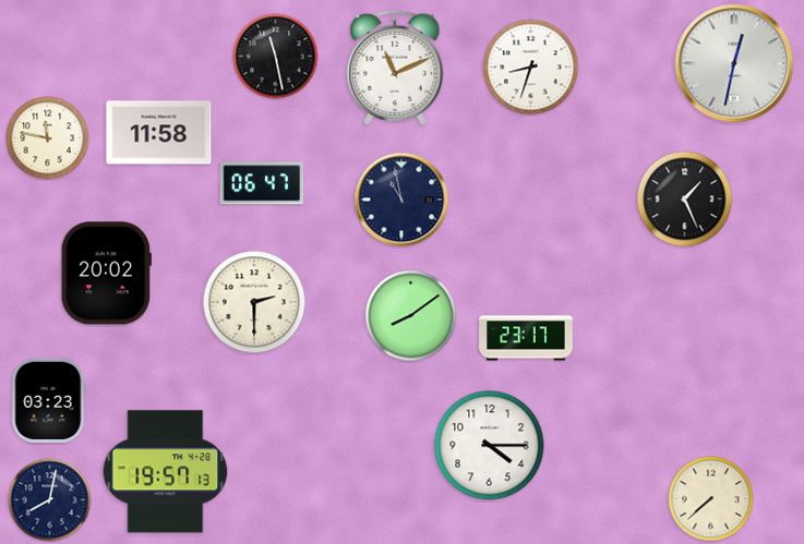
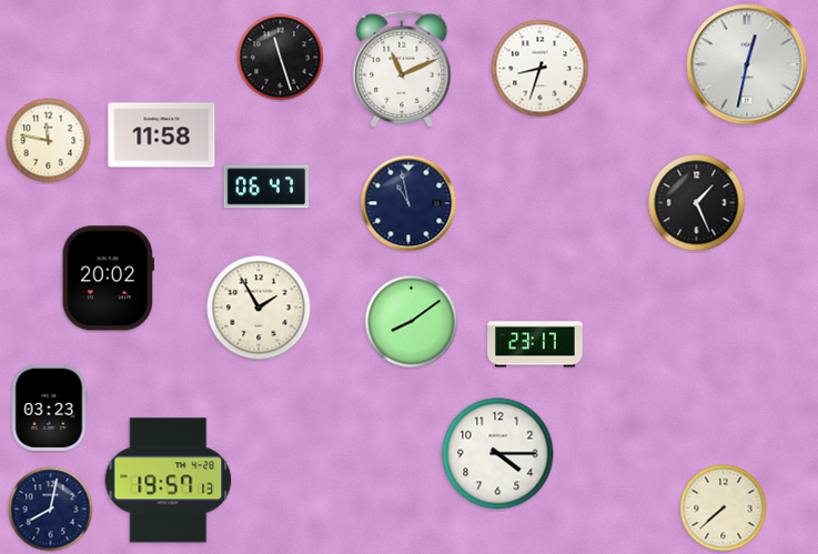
clock at (276, 57): 11:28 -> 11:27
clock at (254, 302): 2:30 -> 1:55
clock at (411, 316) position: (411, 316) -> (412, 322)
